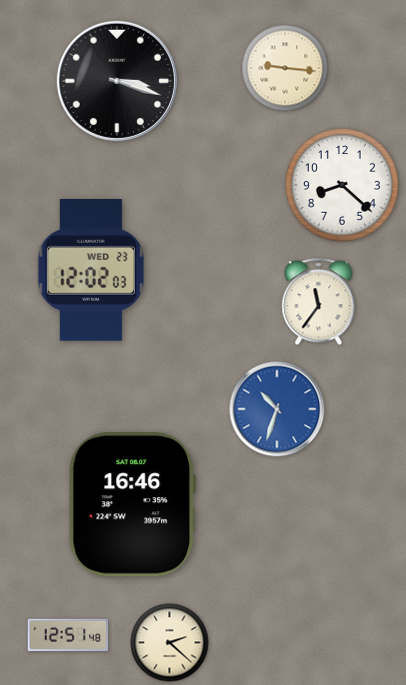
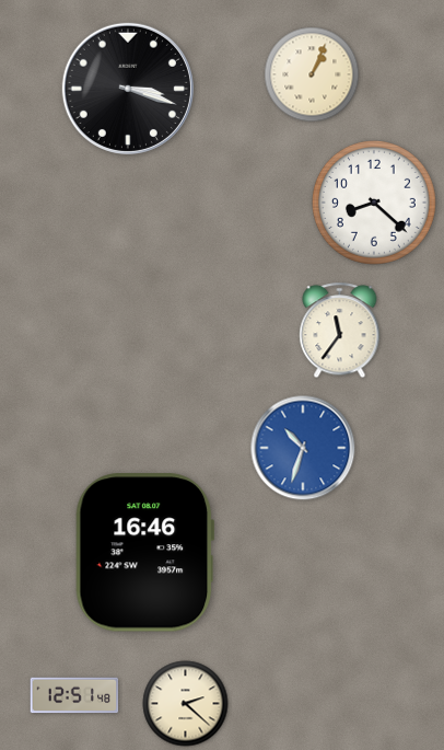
clock at (285, 68): 9:16 -> 1:04
clock at (91, 271): 12:02 -> none
clock at (319, 302) position: (319, 302) -> (340, 331)
